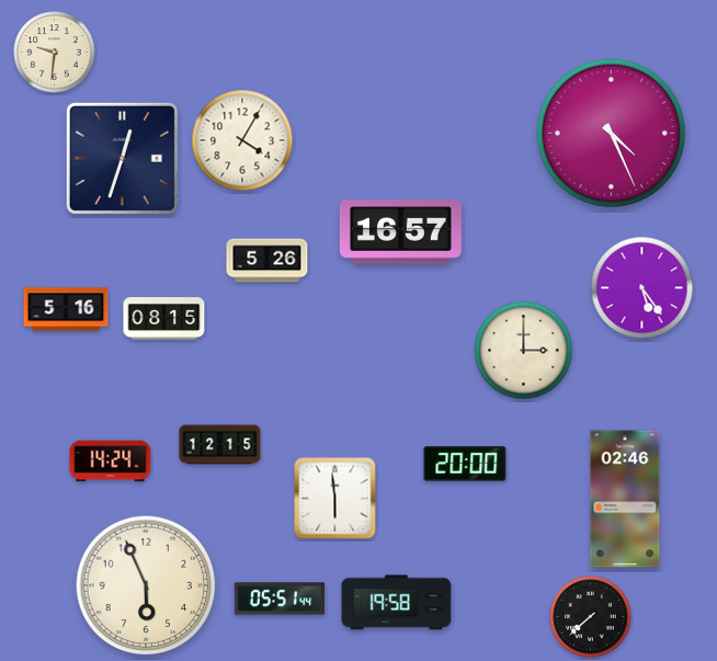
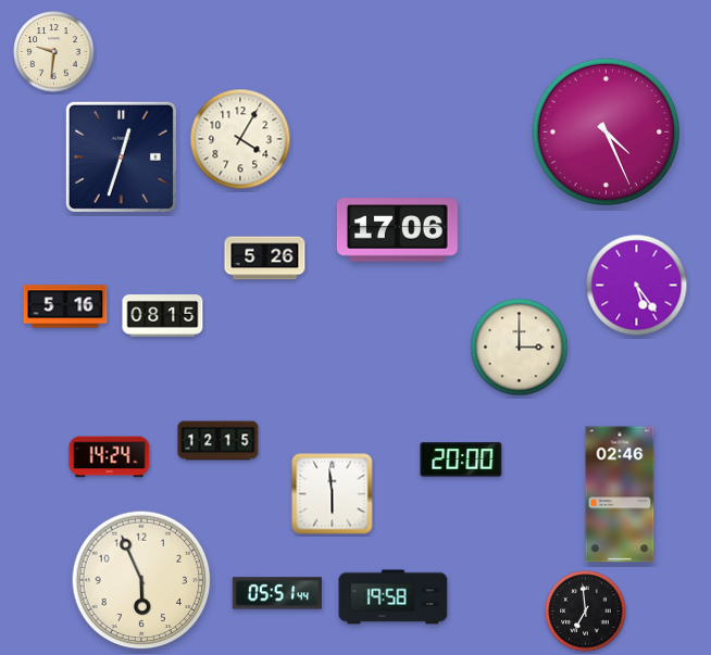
clock at (400, 232): 16:57 -> 17:06
clock at (146, 585) position: (146, 585) -> (141, 580)
clock at (591, 617): 7:38 -> 6:59
